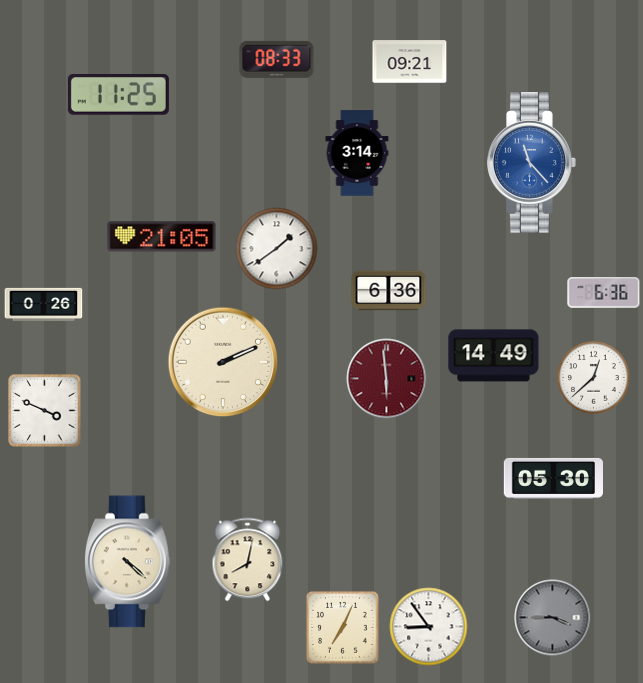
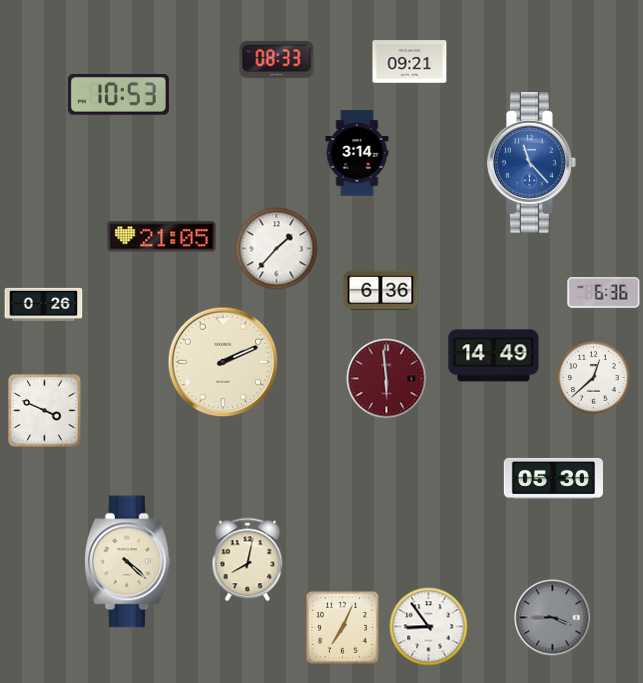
clock at (118, 95): 11:25 -> 10:53
clock at (277, 249): 1:39 -> 1:37
clock at (389, 291) position: (389, 291) -> (381, 291)
